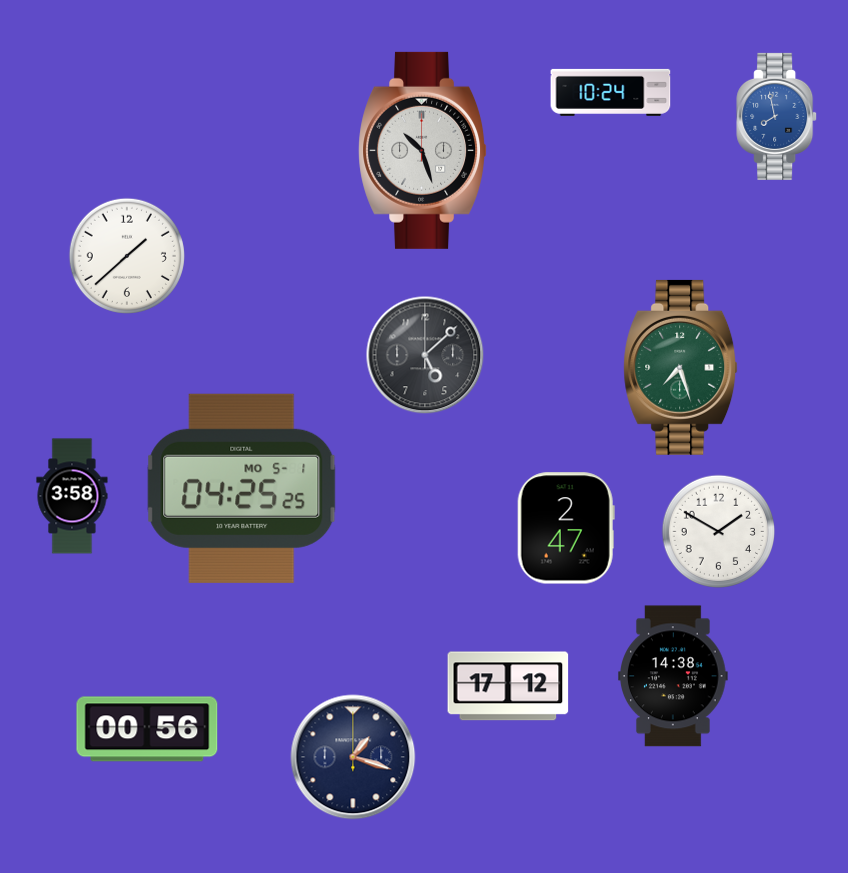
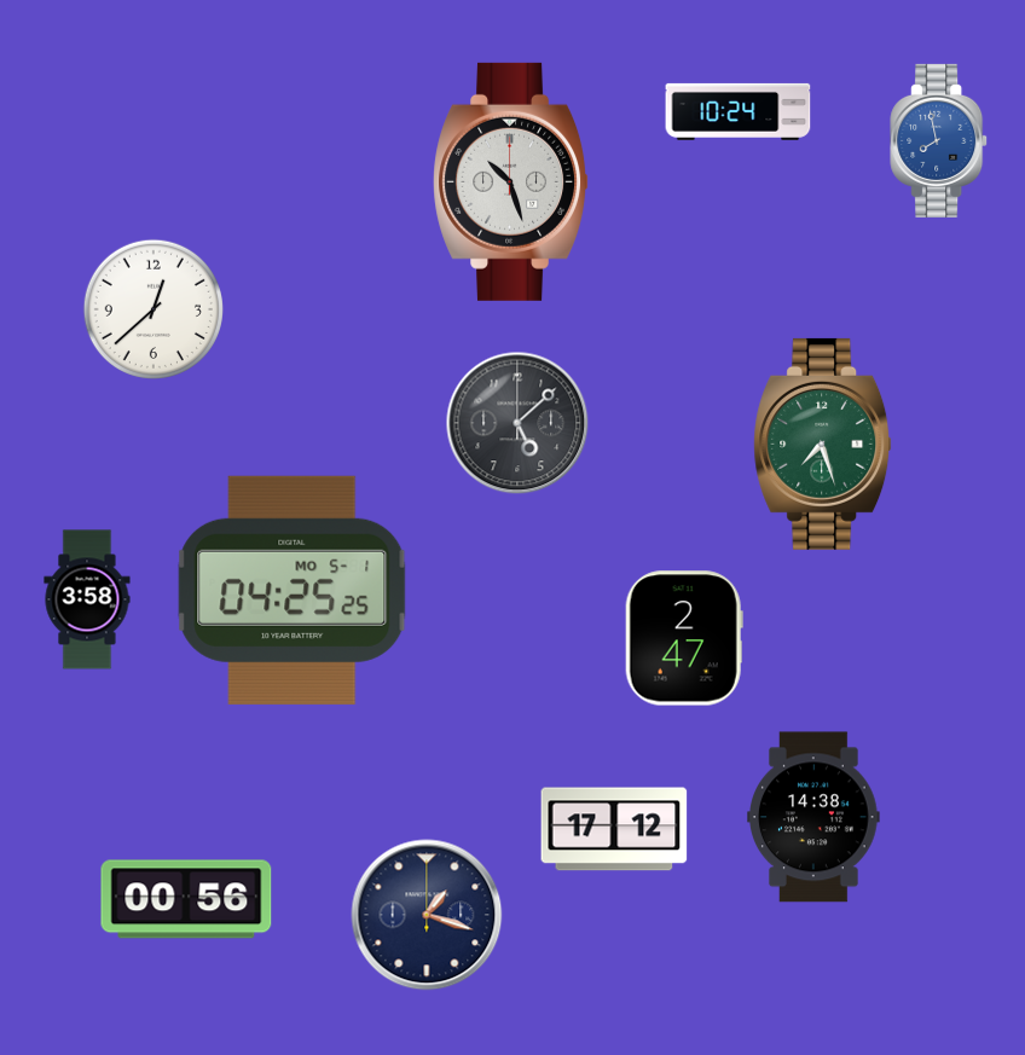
clock at (127, 256): 1:38 -> 12:38
clock at (425, 355) position: (425, 355) -> (517, 423)
clock at (718, 531): 1:50 -> none
clock at (147, 729) position: (147, 729) -> (186, 899)
